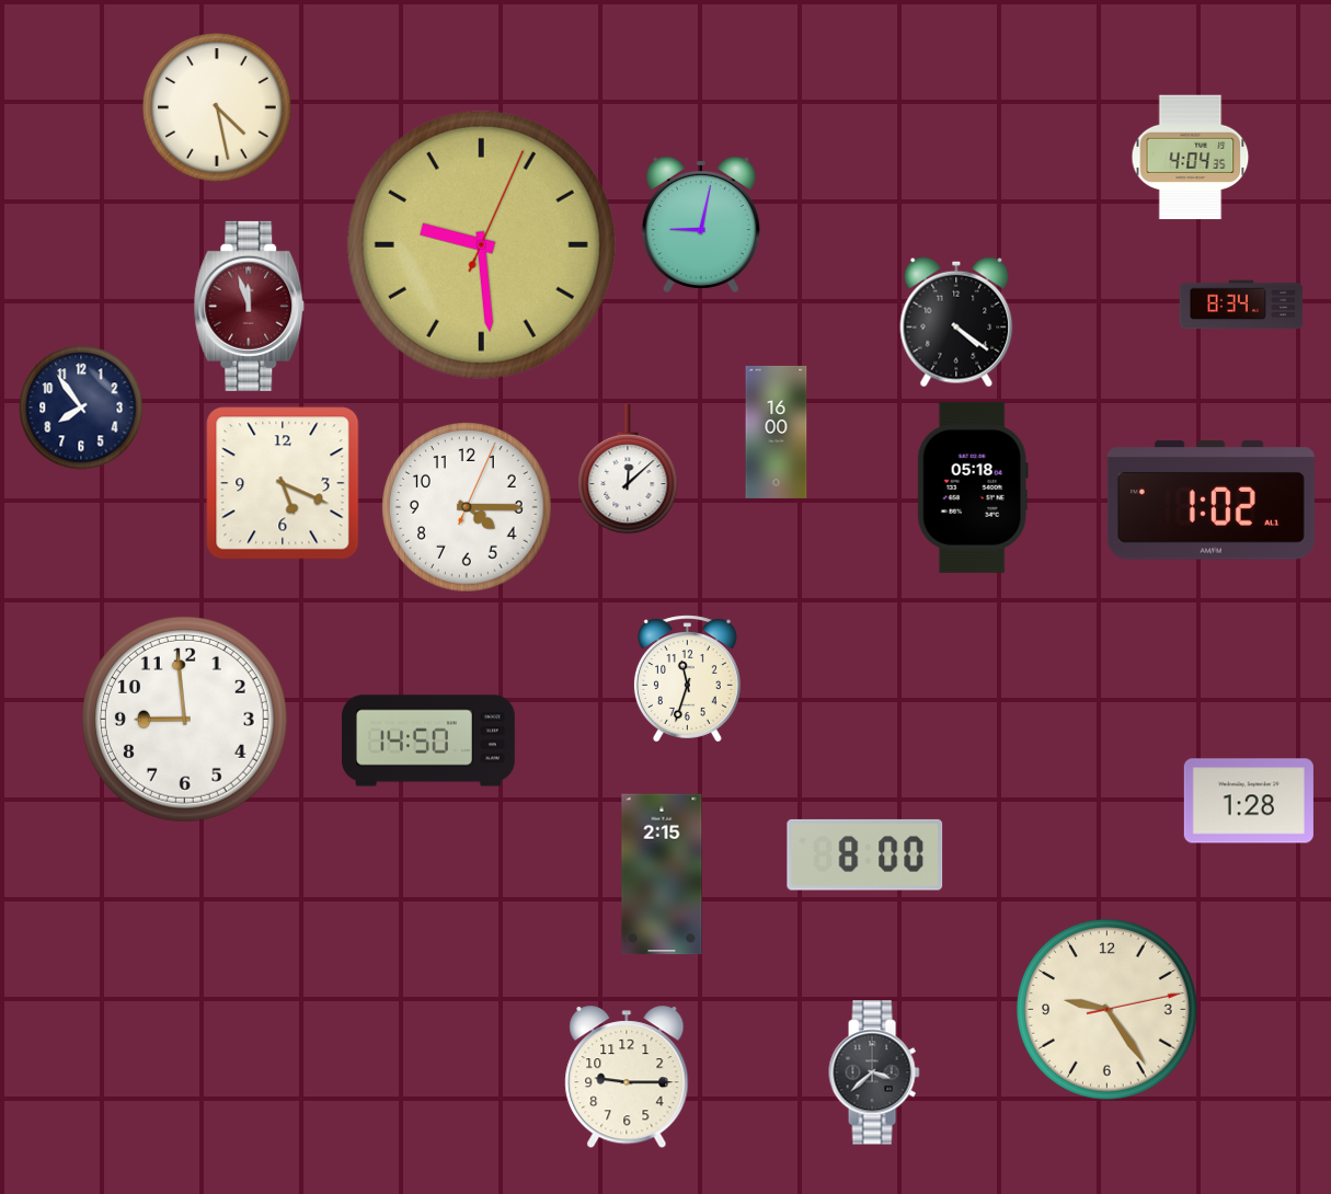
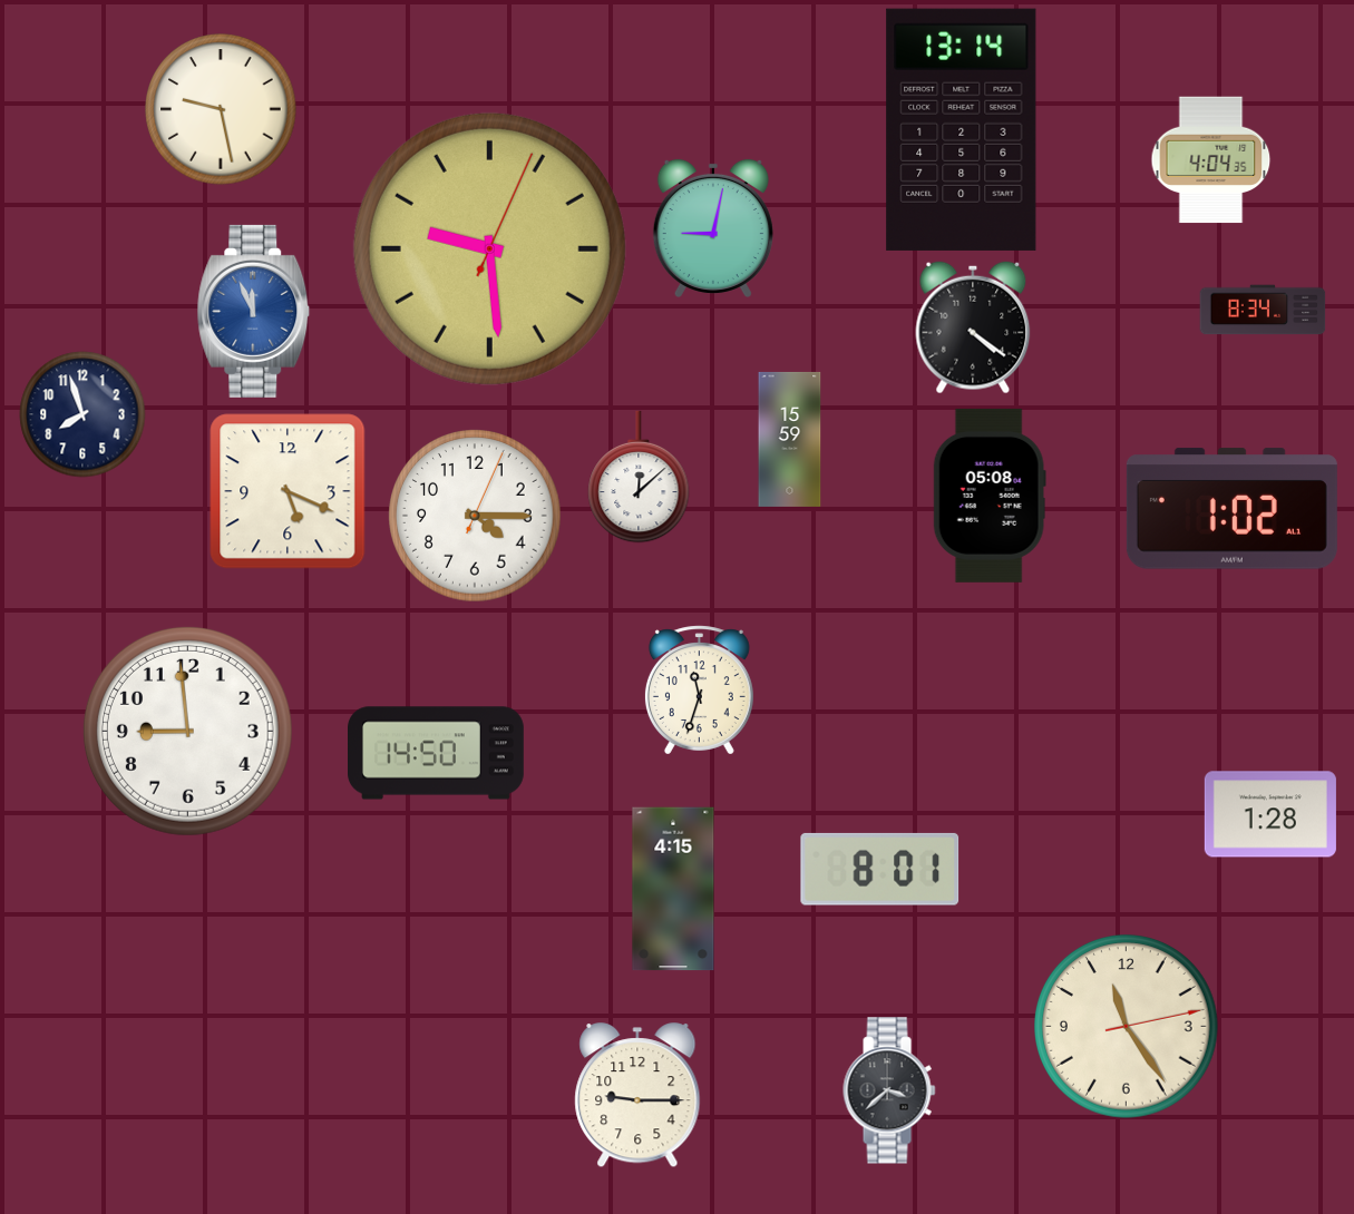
clock at (217, 107): 4:28 -> 9:28
clock at (962, 129): none -> 13:14
clock at (250, 306): 11:57 -> 11:56
clock at (250, 306) dial: burgundy -> blue
clock at (81, 407): 7:54 -> 7:57
clock at (777, 432): 16:00 -> 15:59
clock at (973, 487): 05:18 -> 05:08
clock at (865, 854): 8:00 -> 8:01
clock at (662, 874): 2:15 -> 4:15
clock at (1108, 1010): 9:24 -> 11:24
